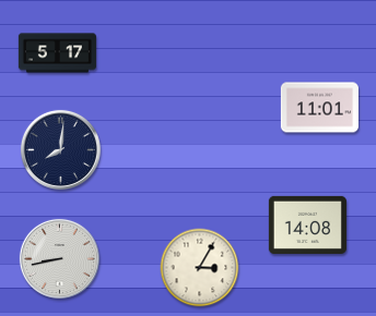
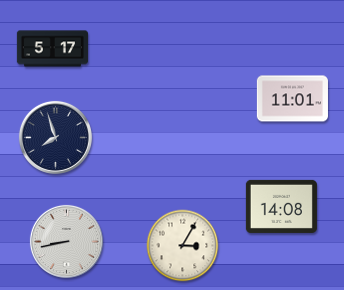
clock at (60, 149): 8:01 -> 7:57
clock at (59, 258) position: (59, 258) -> (66, 241)
